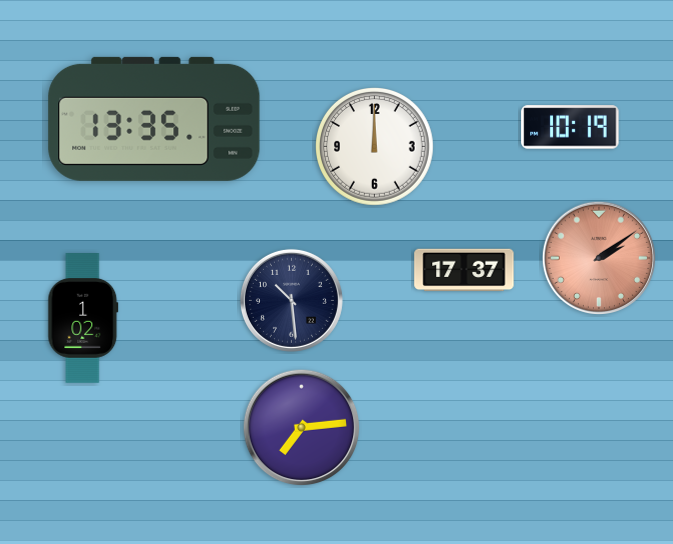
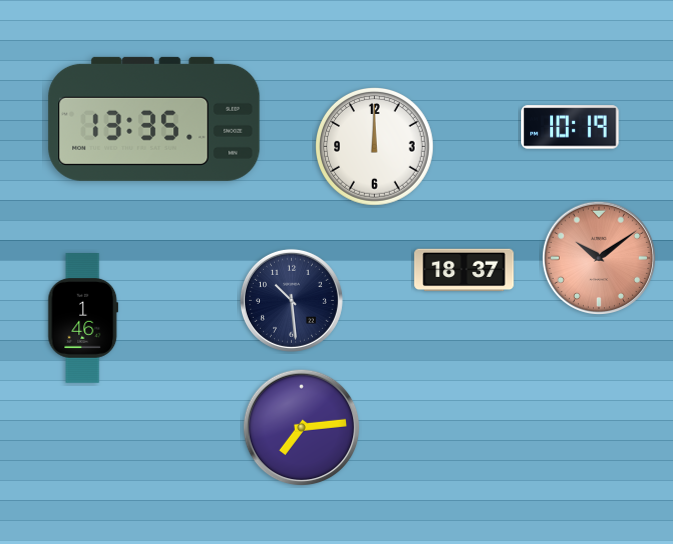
clock at (598, 257): 2:09 -> 10:09
clock at (464, 270): 17:37 -> 18:37
clock at (83, 319): 1:02 -> 1:46
